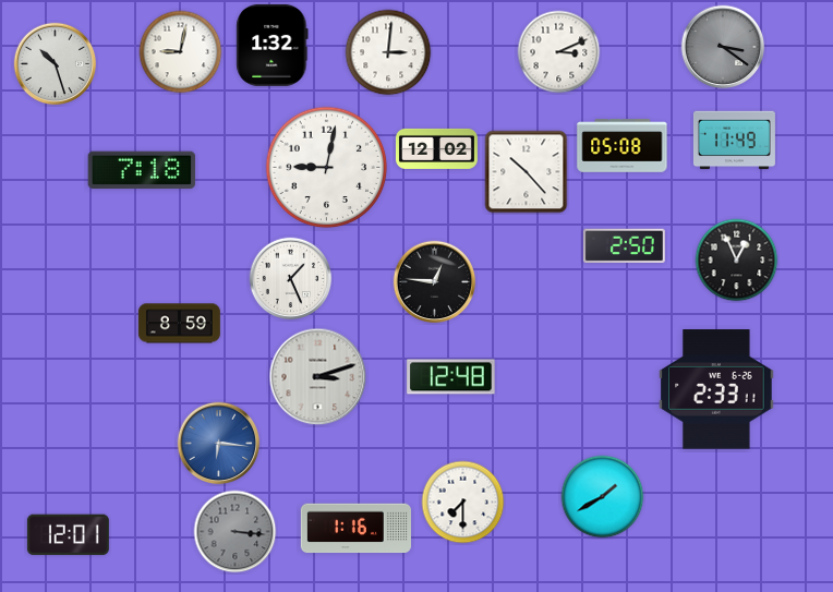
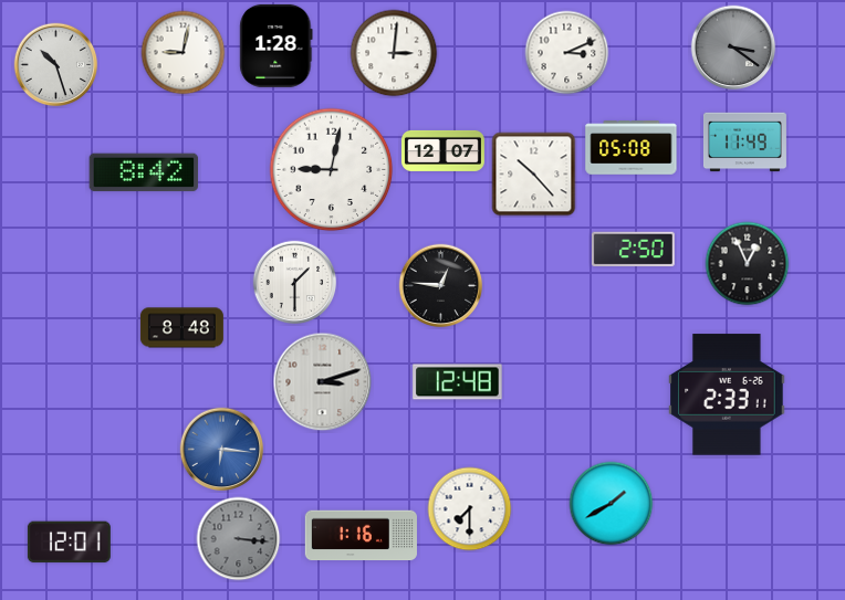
clock at (273, 45): 1:32 -> 1:28
clock at (436, 148): 12:02 -> 12:07
clock at (142, 170): 7:18 -> 8:42
clock at (291, 279): 1:26 -> 1:30
clock at (179, 324): 8:59 -> 8:48
